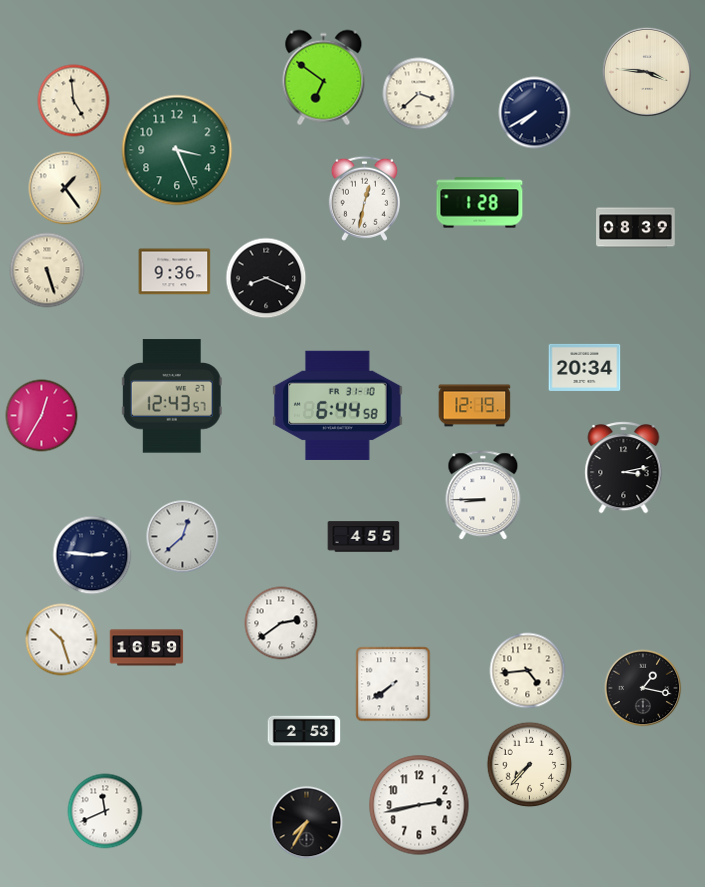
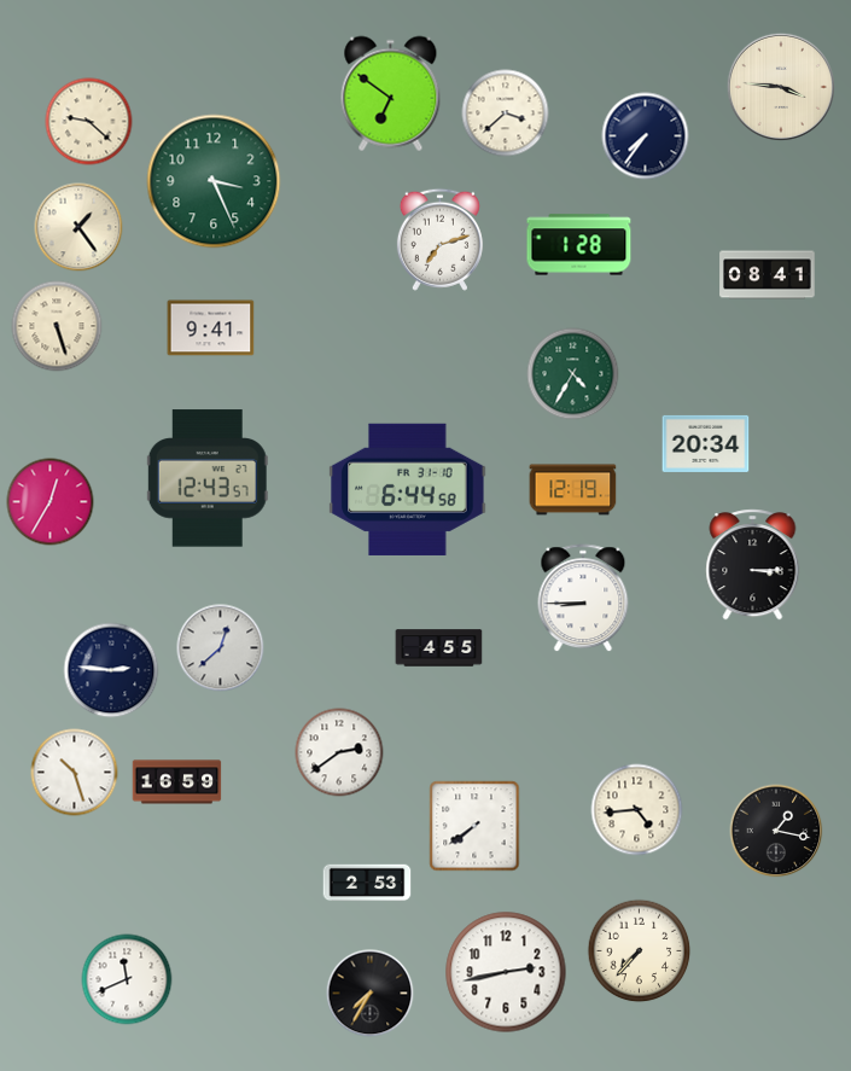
clock at (74, 101): 4:59 -> 9:22
clock at (535, 113): 7:40 -> 7:36
clock at (364, 198): 12:32 -> 7:12
clock at (636, 228): 08:39 -> 08:41
clock at (175, 272): 9:36 -> 9:41
clock at (266, 278): 8:19 -> none
clock at (573, 374): none -> 4:35
clock at (624, 468): 3:13 -> 3:15
clock at (530, 765) position: (530, 765) -> (640, 951)
